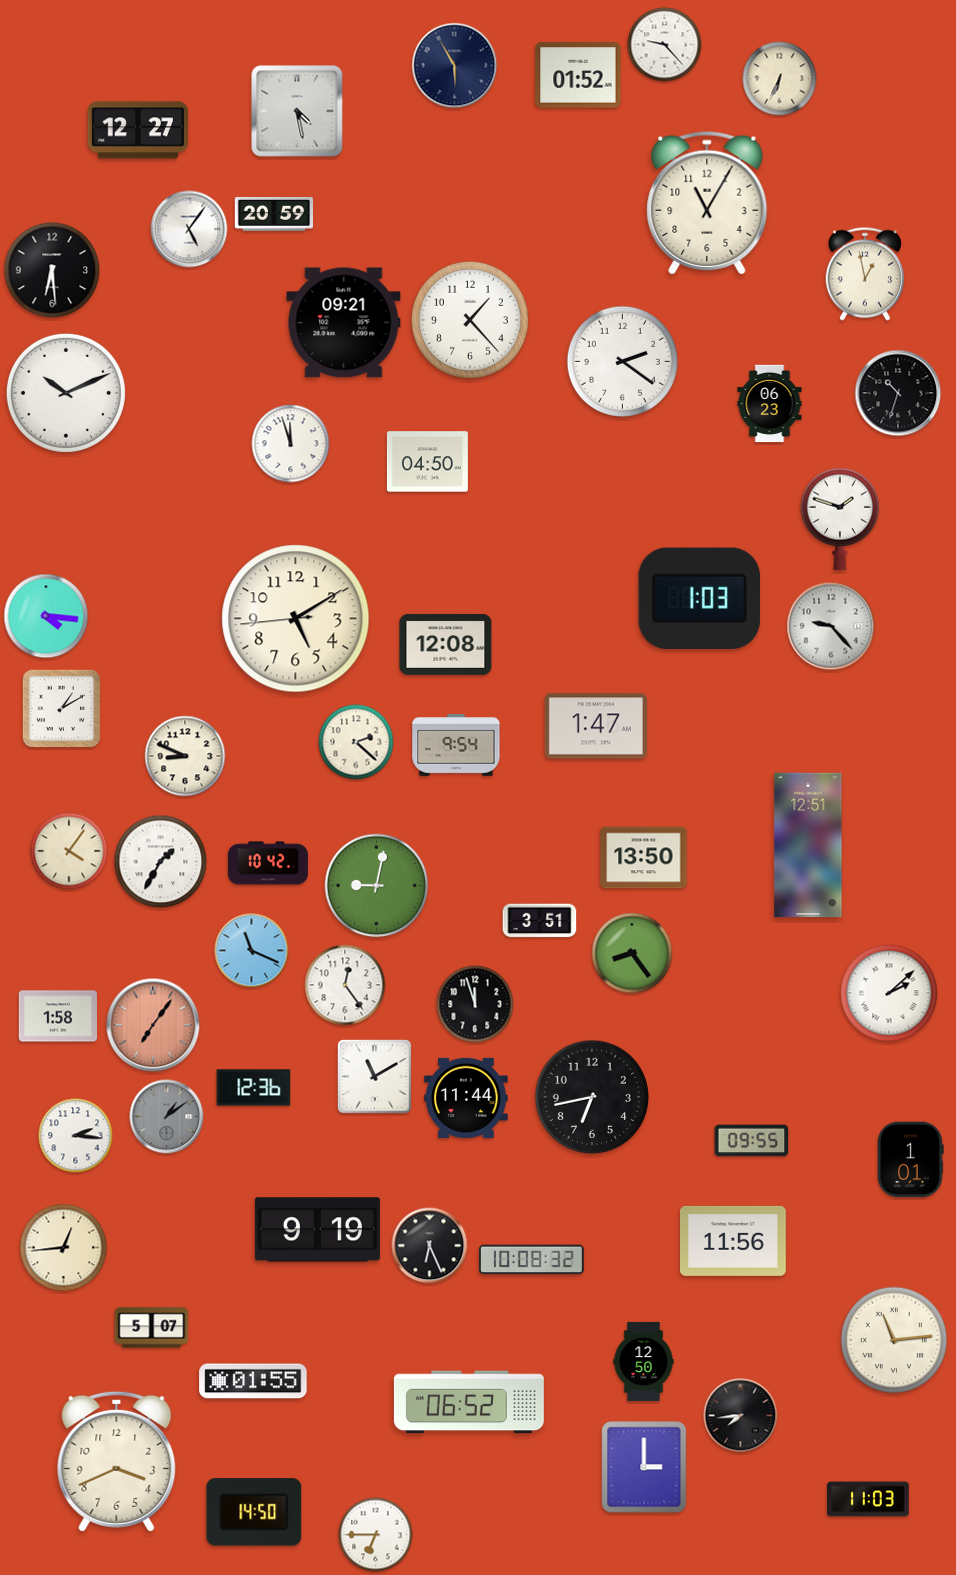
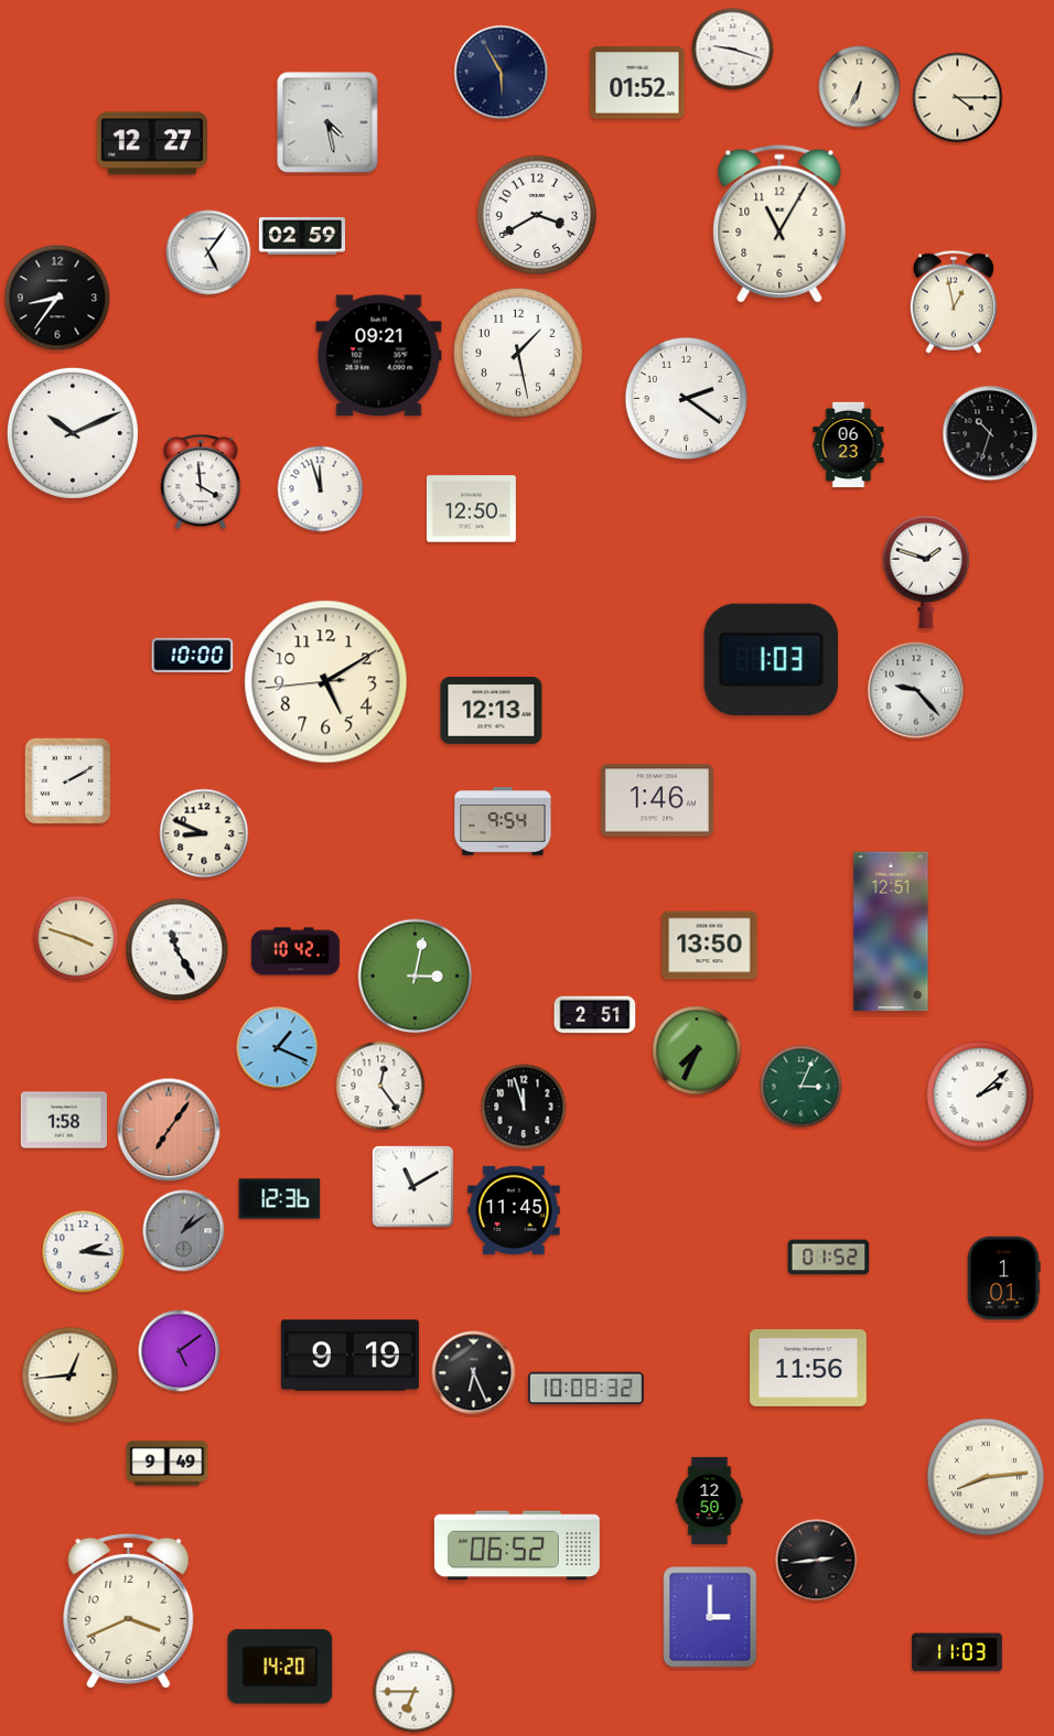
clock at (665, 45): 9:23 -> 9:18
clock at (958, 98): none -> 4:15
clock at (536, 214): none -> 3:40
clock at (273, 215): 20:59 -> 02:59
clock at (52, 270): 6:29 -> 8:36
clock at (470, 320): 1:23 -> 1:28
clock at (201, 482): none -> 3:59
clock at (427, 462): 04:50 -> 12:50
clock at (193, 656): none -> 10:00
clock at (46, 616): 4:16 -> none
clock at (446, 644): 12:08 -> 12:13
clock at (62, 709): 1:10 -> 2:10
clock at (596, 726): 1:47 -> 1:46
clock at (356, 742): 2:22 -> none
clock at (69, 851): 4:06 -> 3:48
clock at (161, 862): 1:35 -> 11:25
clock at (377, 886): 9:02 -> 3:02
clock at (540, 921): 3:51 -> 2:51
clock at (252, 951): 11:19 -> 1:19
clock at (632, 953): 8:24 -> 7:34
clock at (802, 1087): none -> 3:04
clock at (592, 1097): 6:43 -> none
clock at (466, 1098): 11:44 -> 11:45
clock at (752, 1141): 09:55 -> 01:52
clock at (180, 1351): none -> 5:09
clock at (152, 1328): 5:07 -> 9:49
clock at (894, 1340): 11:14 -> 8:14
clock at (253, 1381): 01:55 -> none
clock at (741, 1416): 7:44 -> 2:44
clock at (254, 1512): 14:50 -> 14:20
